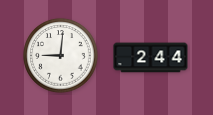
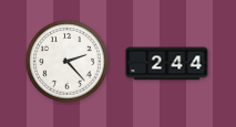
clock at (61, 56): 9:01 -> 2:23
